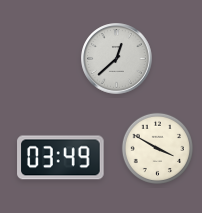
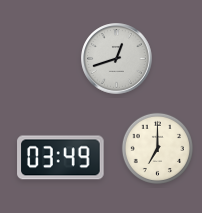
clock at (117, 59): 12:38 -> 12:42
clock at (157, 148): 3:50 -> 7:00
